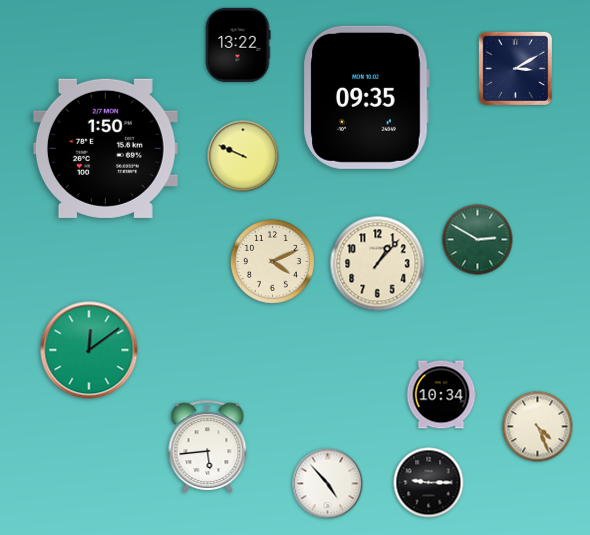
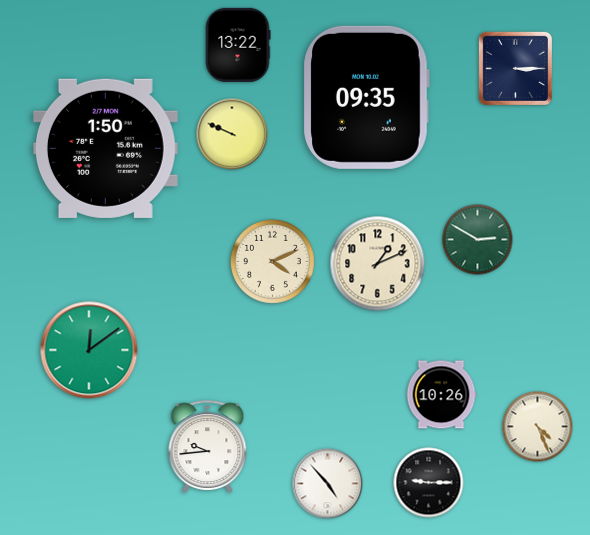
clock at (515, 68): 3:10 -> 3:15
clock at (243, 156) position: (243, 156) -> (232, 134)
clock at (378, 264): 1:07 -> 1:11
clock at (441, 395): 10:34 -> 10:26
clock at (208, 446): 5:44 -> 9:44
